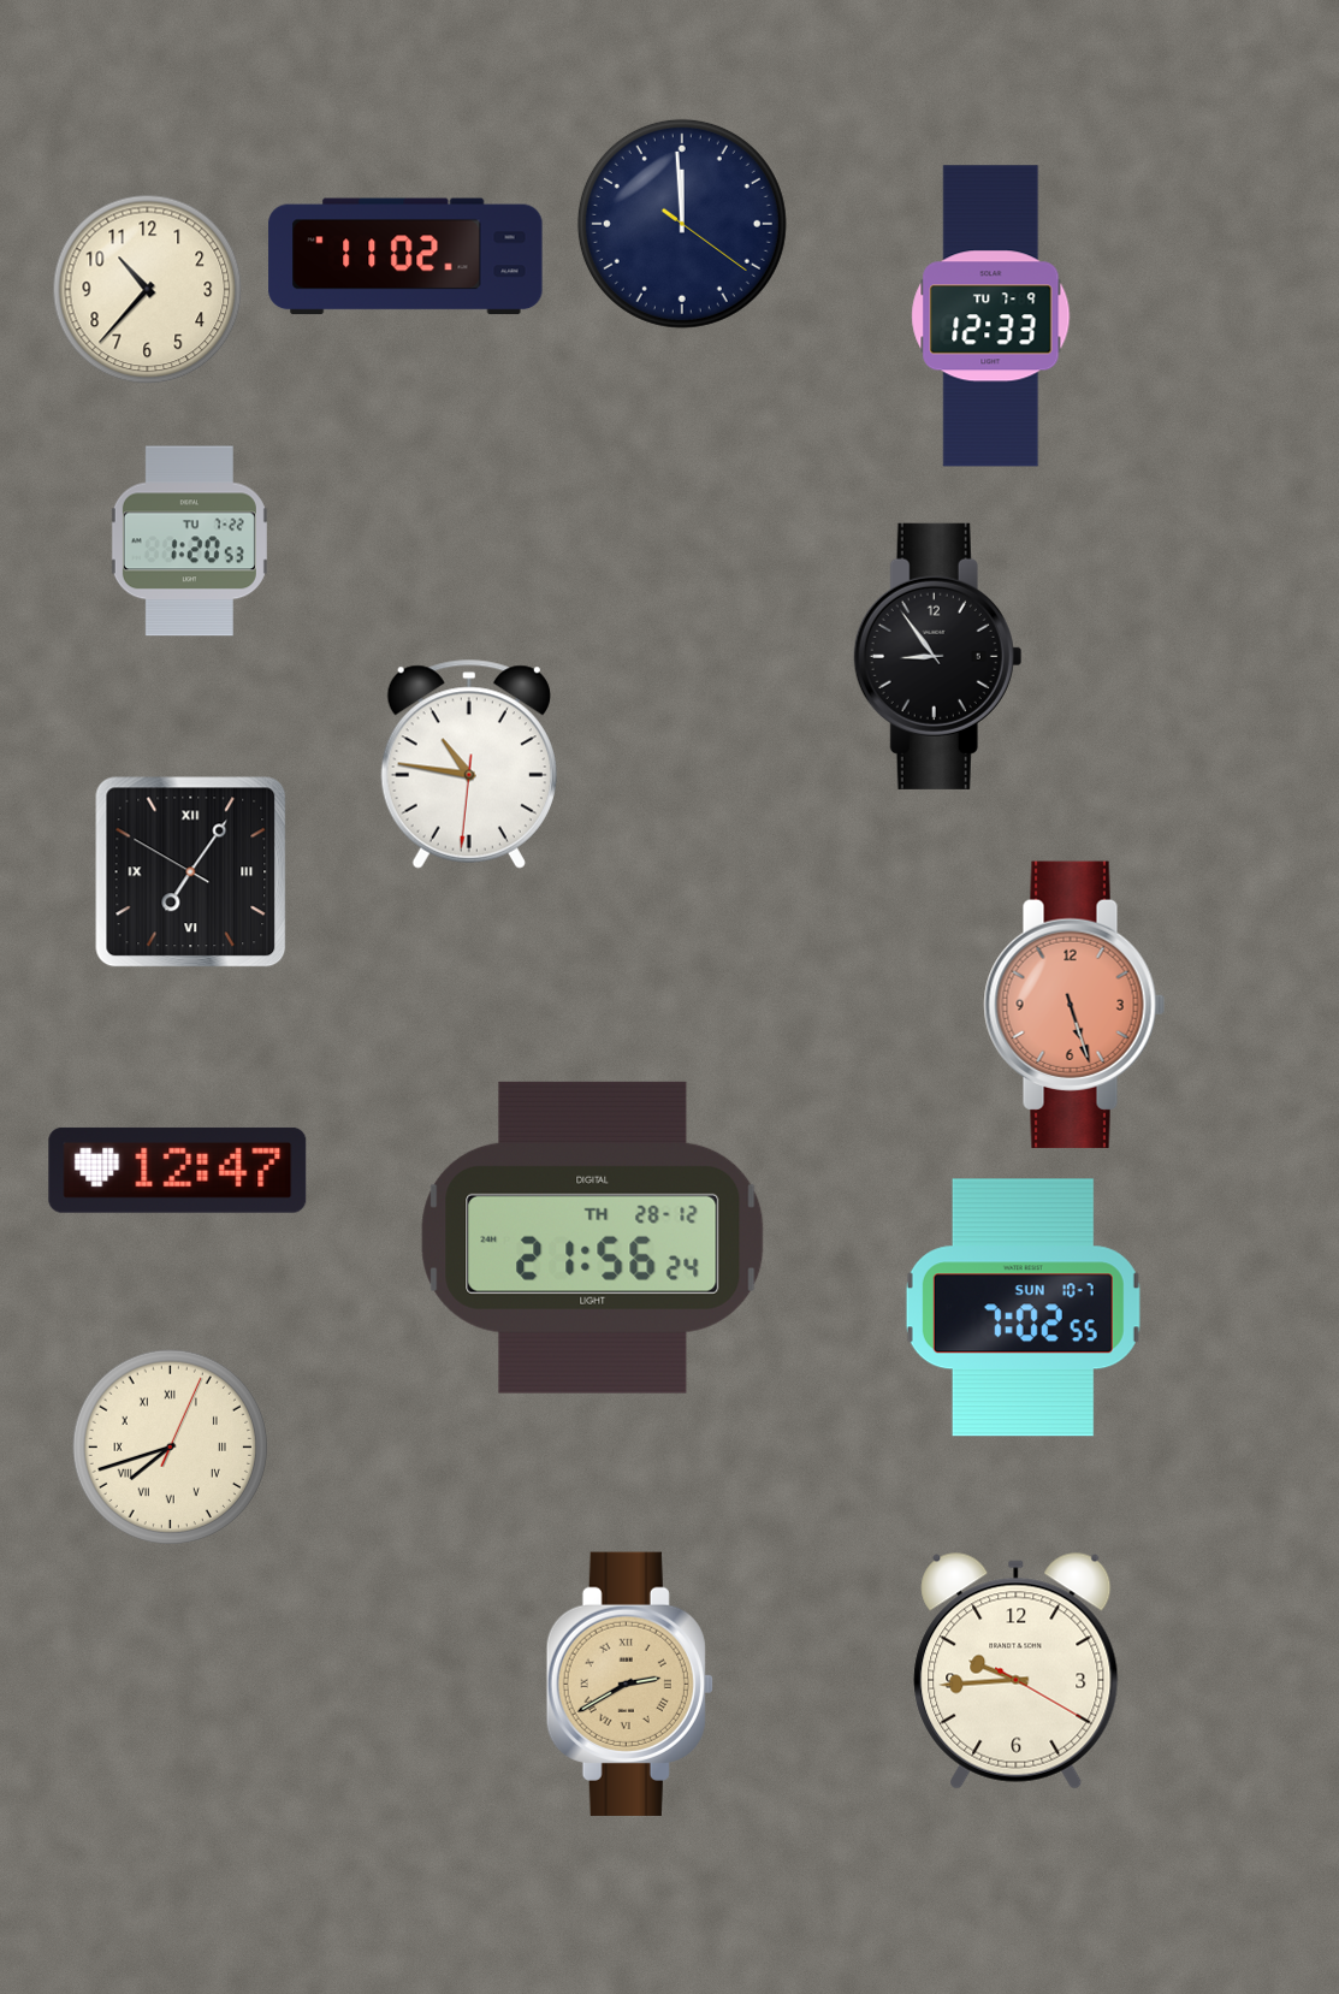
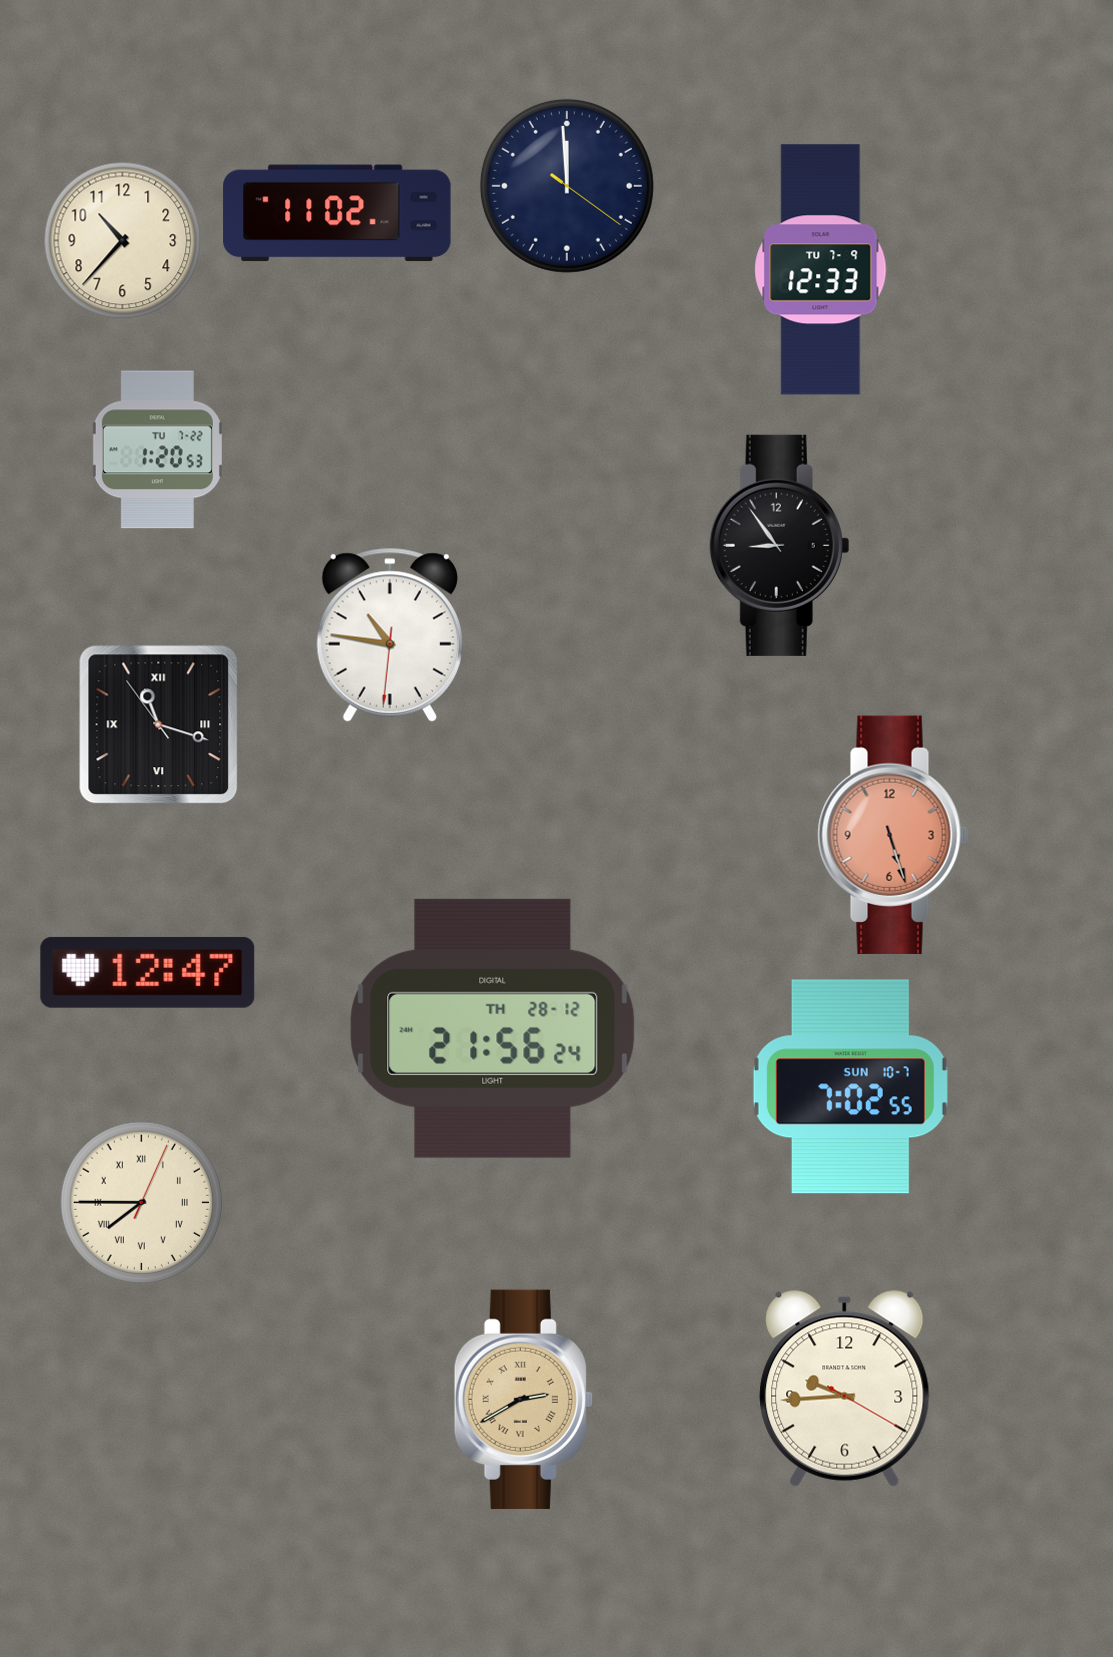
clock at (991, 316) position: (991, 316) -> (821, 270)
clock at (191, 872): 7:05 -> 11:17
clock at (170, 1446): 7:42 -> 7:45
